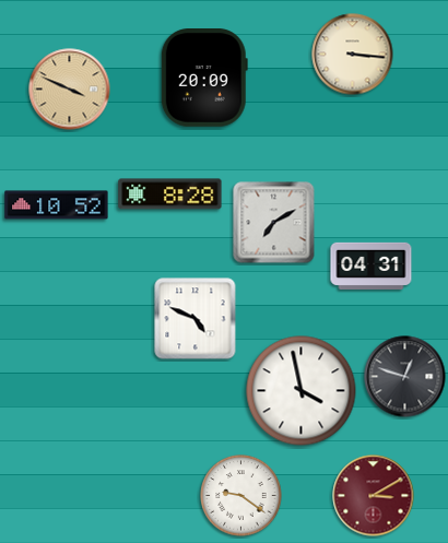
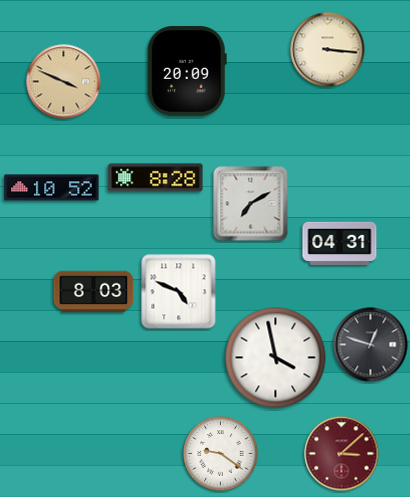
clock at (353, 55) position: (353, 55) -> (328, 50)
clock at (94, 292): none -> 8:03
clock at (374, 496): 3:10 -> 3:08
